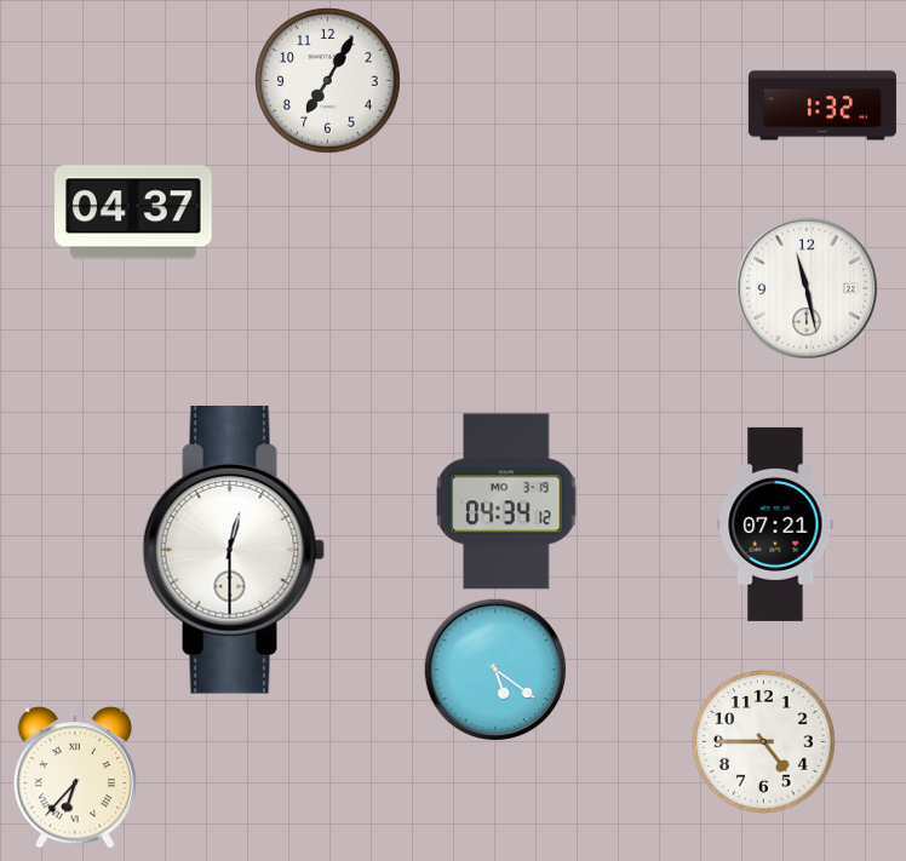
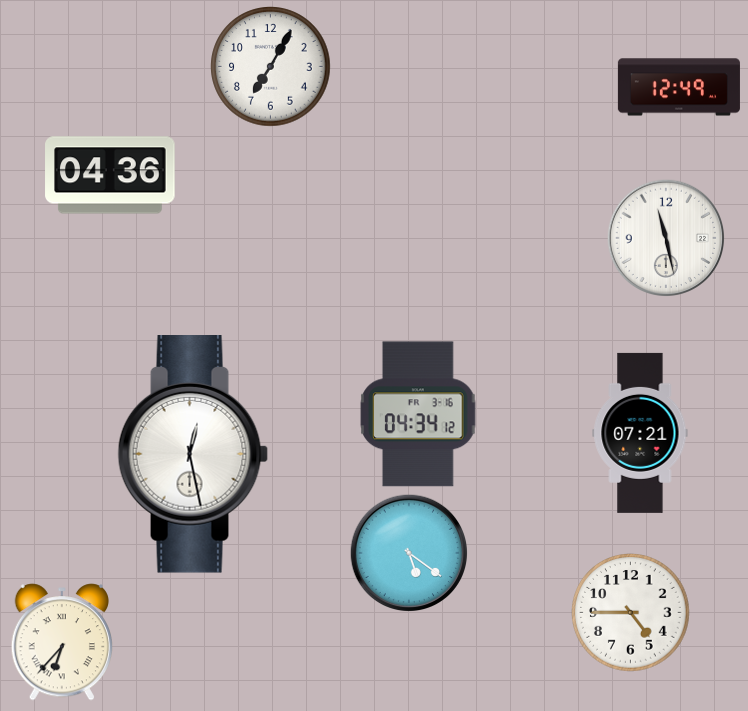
clock at (822, 105): 1:32 -> 12:49
clock at (133, 212): 04:37 -> 04:36
clock at (506, 501) date: MO 3-19 -> FR 3-16
clock at (234, 551): 12:30 -> 12:28
